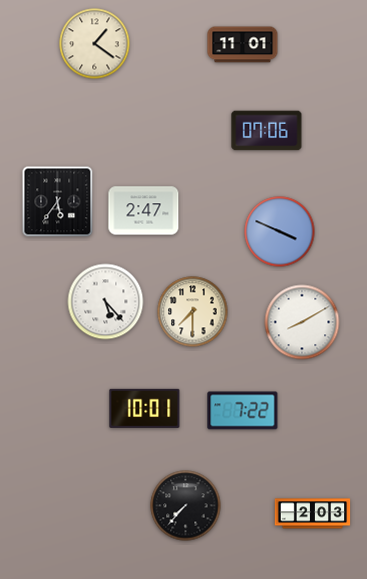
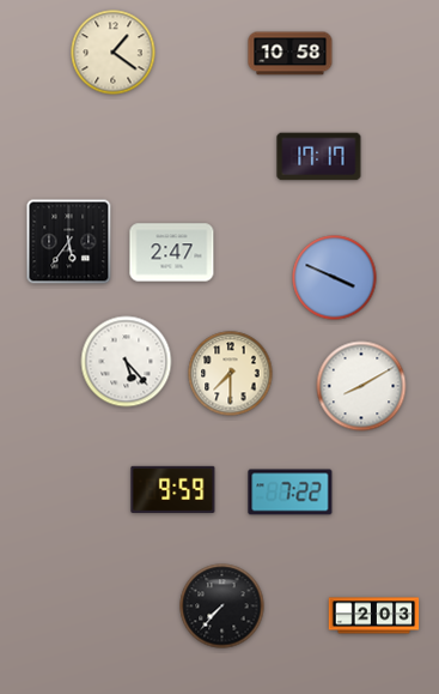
clock at (243, 45): 11:01 -> 10:58
clock at (267, 131): 07:06 -> 17:17
clock at (145, 408): 10:01 -> 9:59
